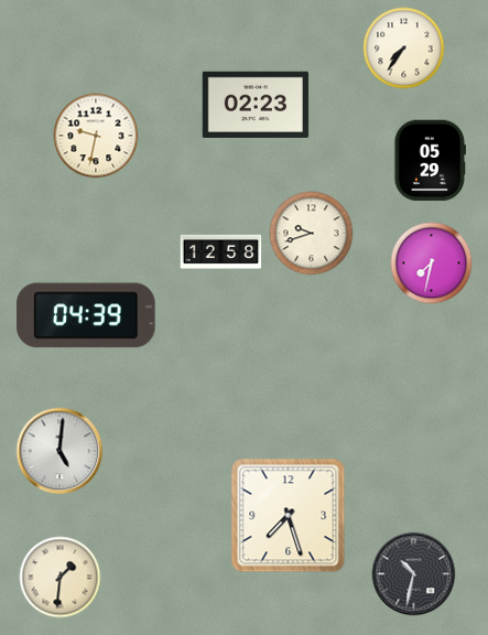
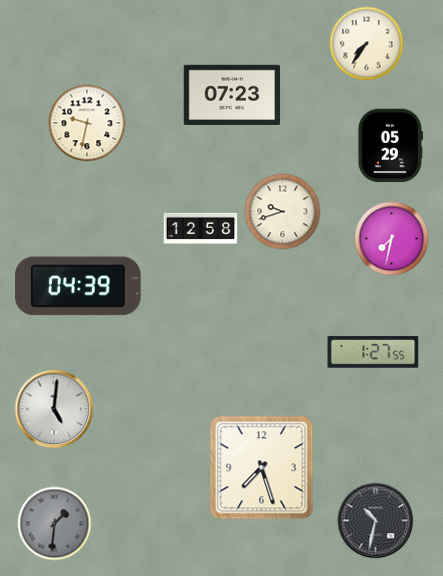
clock at (256, 105): 02:23 -> 07:23
clock at (373, 352): none -> 1:27
clock at (61, 578) dial: cream -> grey
